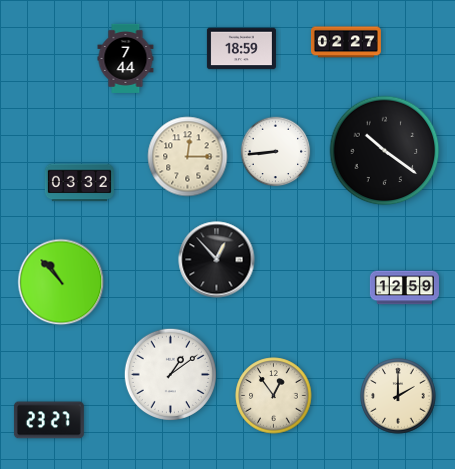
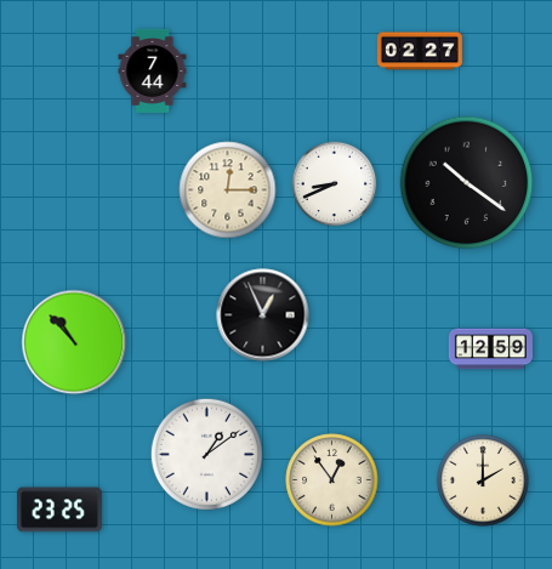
clock at (241, 49): 18:59 -> none
clock at (276, 152): 8:44 -> 8:41
clock at (79, 183): 03:32 -> none
clock at (217, 260): 12:53 -> 12:56
clock at (49, 420): 23:27 -> 23:25
